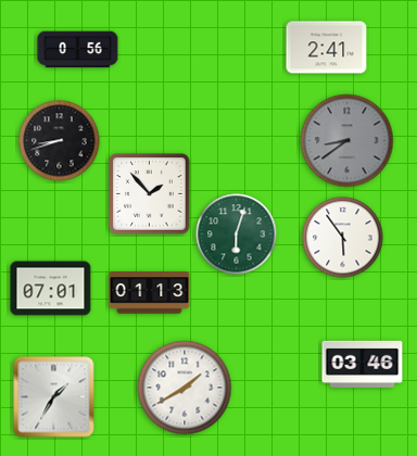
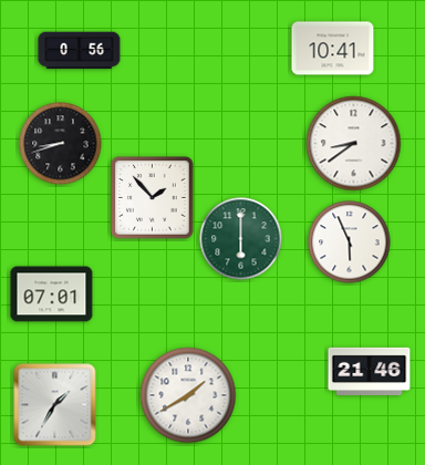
clock at (327, 48): 2:41 -> 10:41
clock at (347, 141) dial: grey -> white
clock at (237, 235): 6:03 -> 6:00
clock at (343, 238): 5:54 -> 5:56
clock at (150, 293): 01:13 -> none
clock at (363, 364): 03:46 -> 21:46
